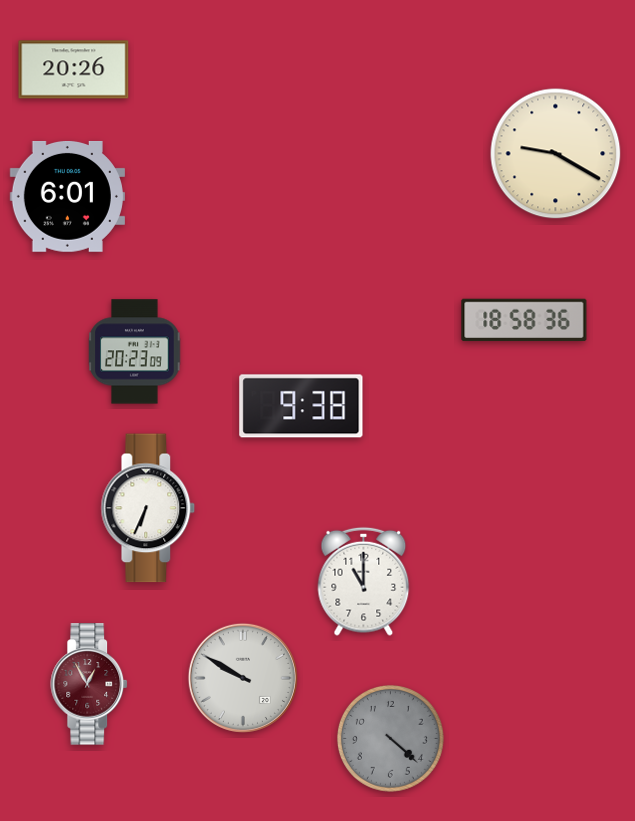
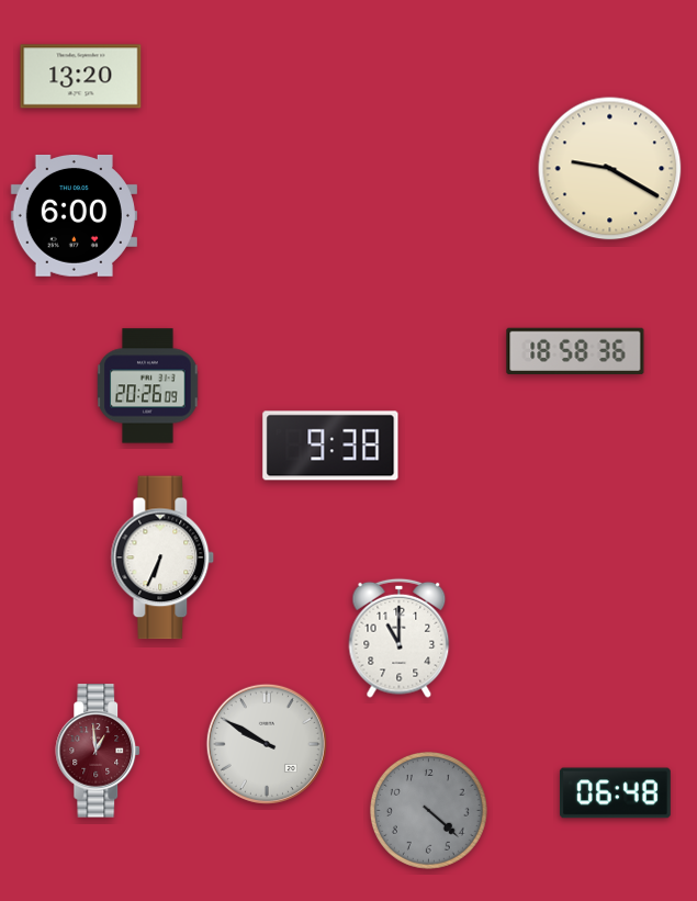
clock at (74, 70): 20:26 -> 13:20
clock at (67, 196): 6:01 -> 6:00
clock at (135, 352): 20:23 -> 20:26
clock at (90, 684): 12:55 -> 12:59
clock at (615, 793): none -> 06:48
